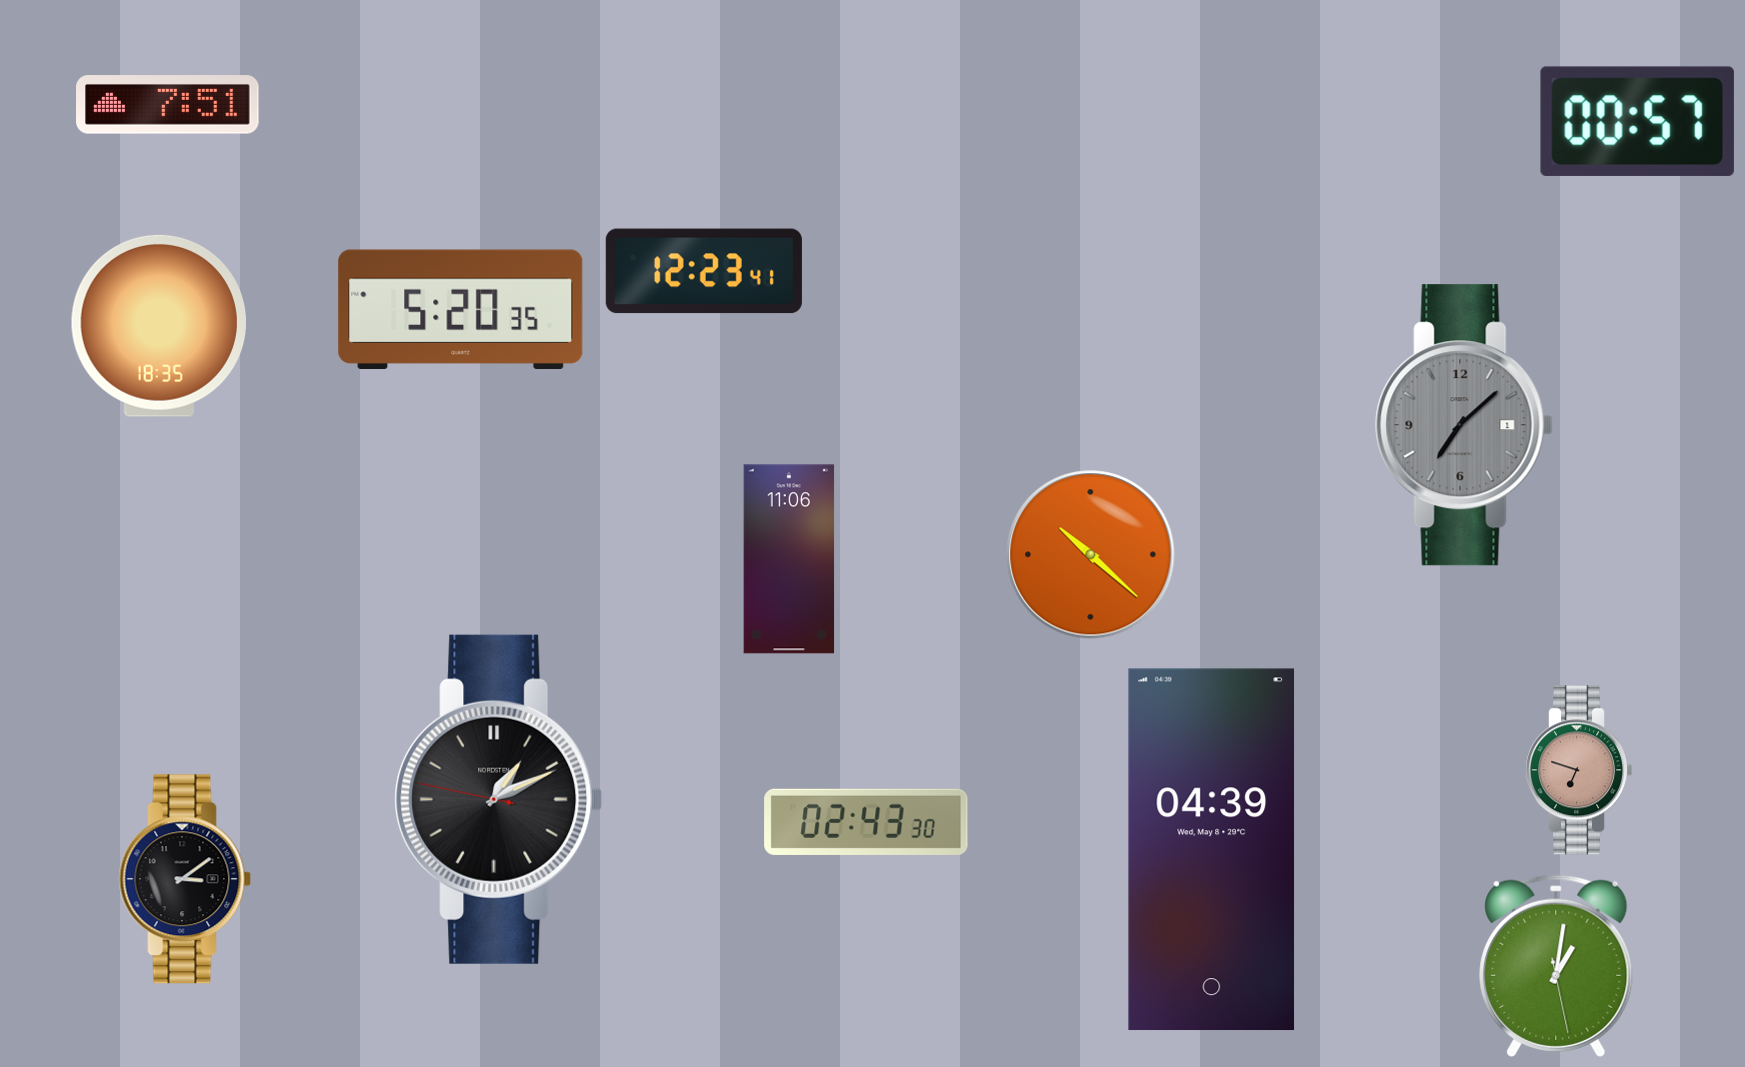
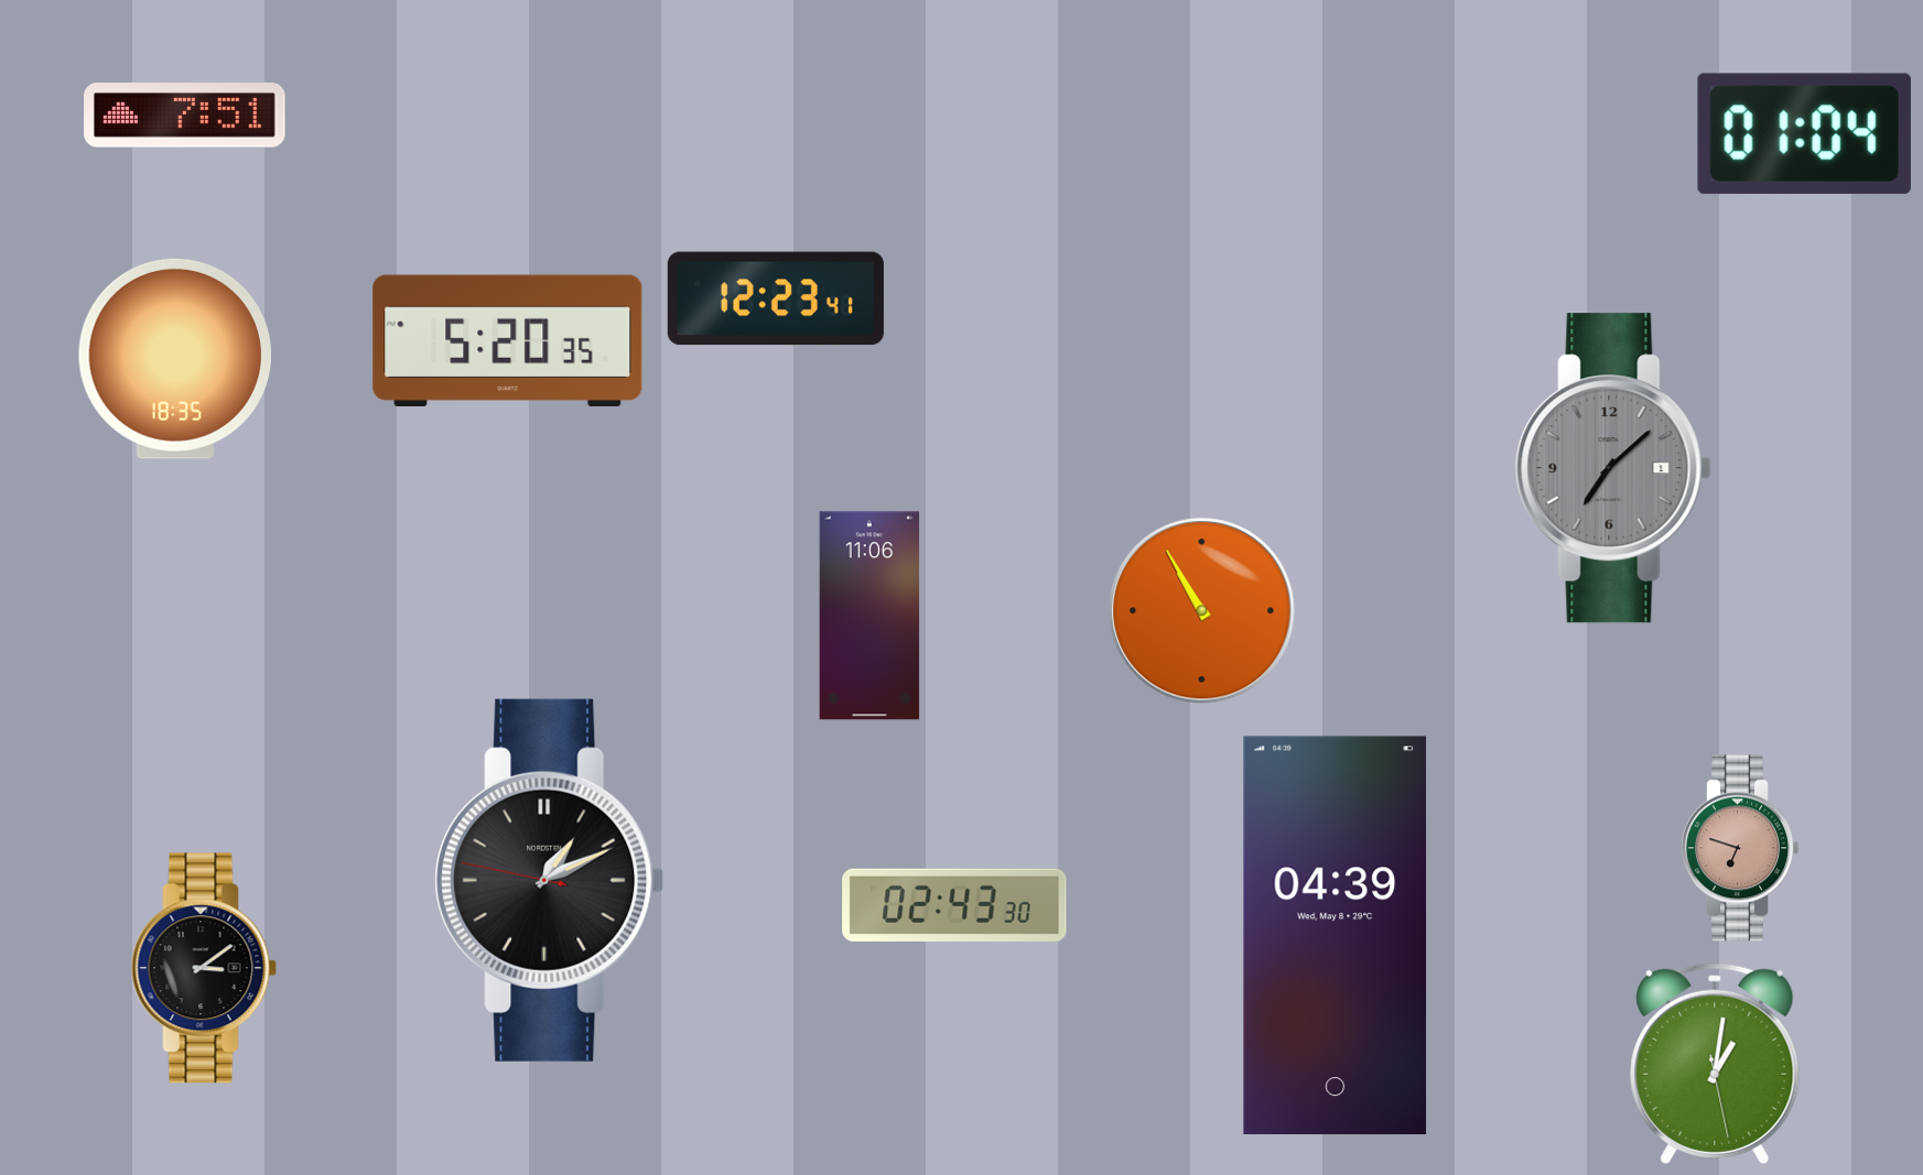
clock at (1637, 121): 00:57 -> 01:04
clock at (1091, 555): 10:22 -> 10:55
